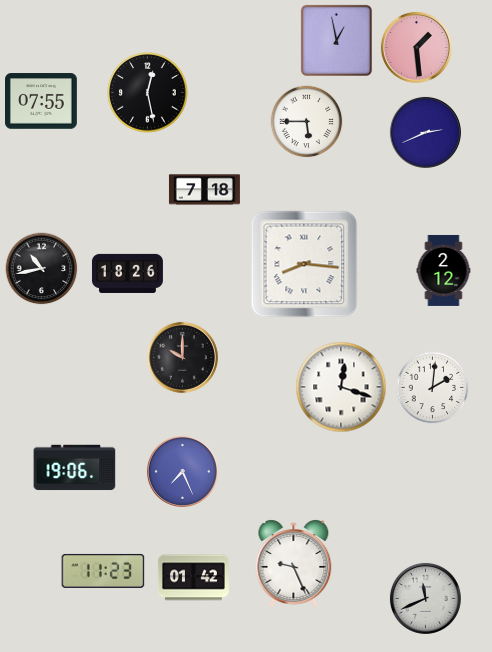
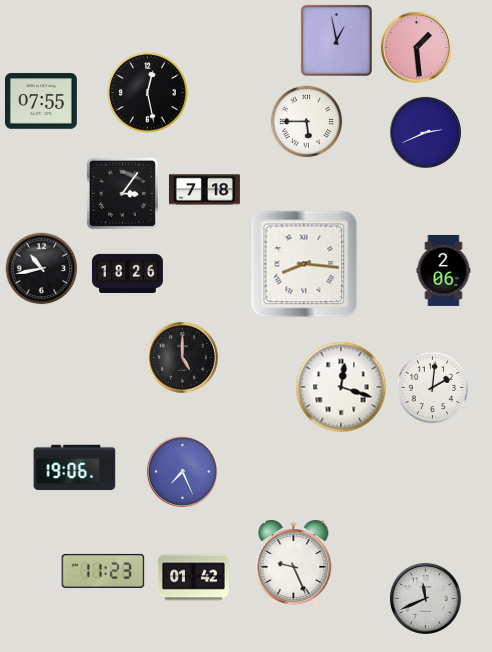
clock at (122, 193): none -> 3:06
clock at (444, 270): 2:12 -> 2:06
clock at (182, 357): 10:00 -> 5:00
